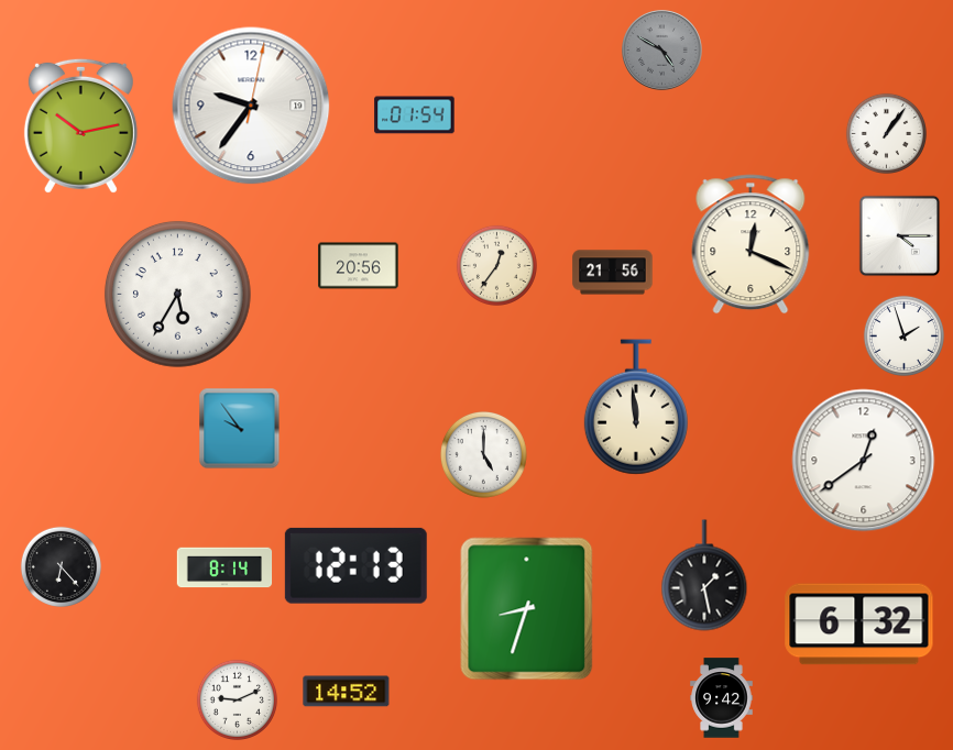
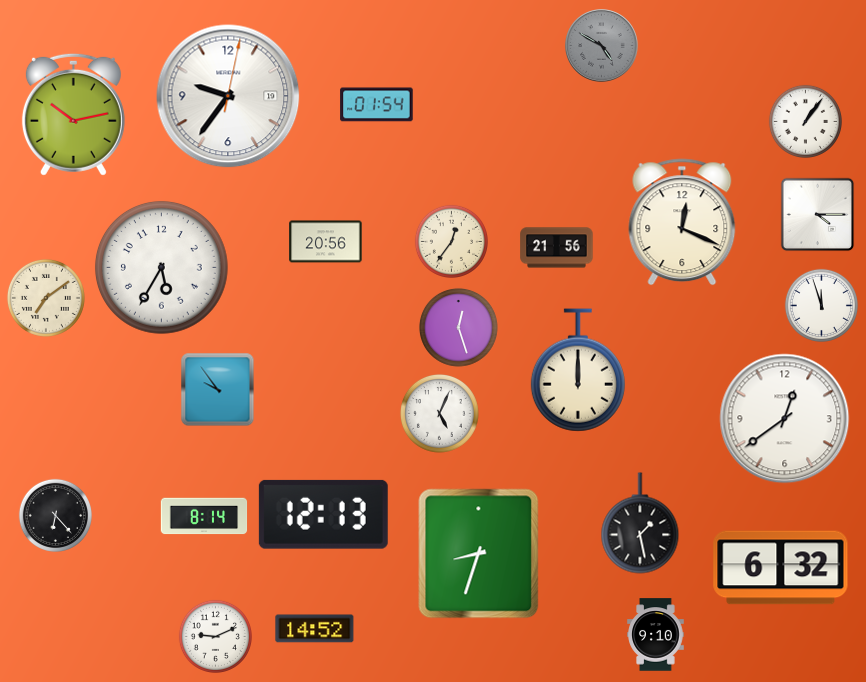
clock at (46, 298): none -> 7:09
clock at (903, 335): 1:57 -> 11:57
clock at (458, 327): none -> 12:27
clock at (636, 407): 11:59 -> 12:00
clock at (483, 454): 5:00 -> 5:04
clock at (722, 698): 9:42 -> 9:10
